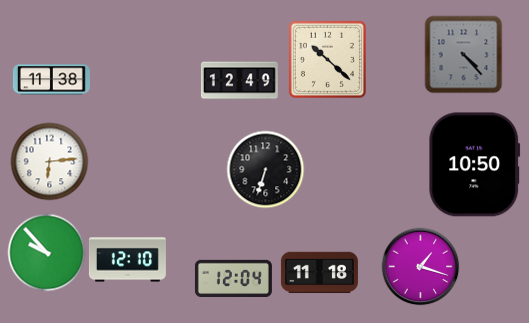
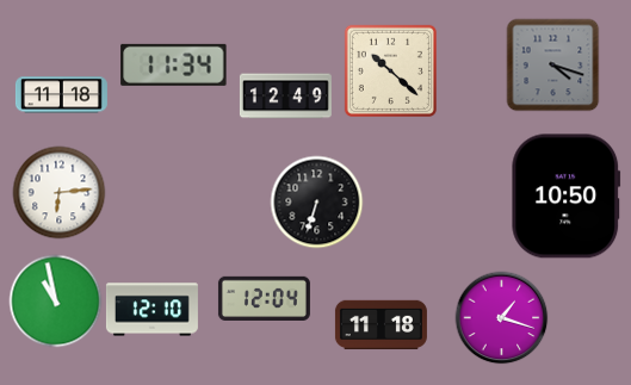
clock at (174, 64): none -> 11:34
clock at (463, 54): 4:23 -> 4:18
clock at (51, 80): 11:38 -> 11:18
clock at (46, 252): 9:53 -> 10:58
clock at (233, 278) position: (233, 278) -> (264, 298)
